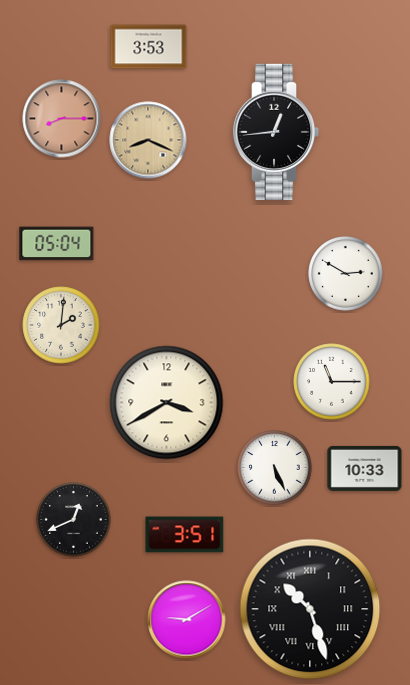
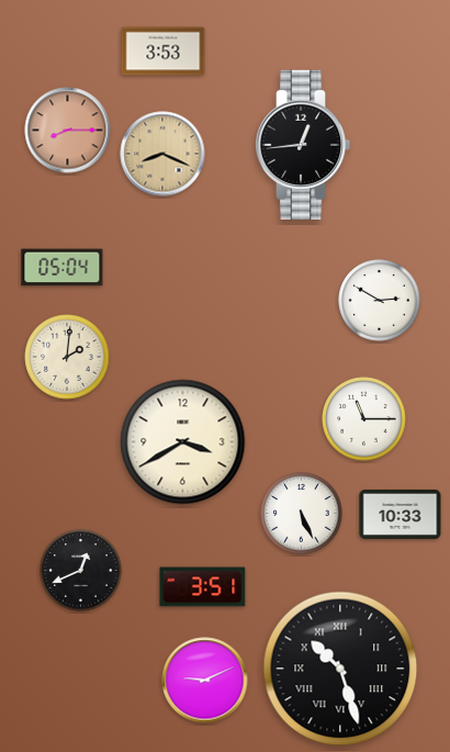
clock at (187, 620): 9:10 -> 9:11
